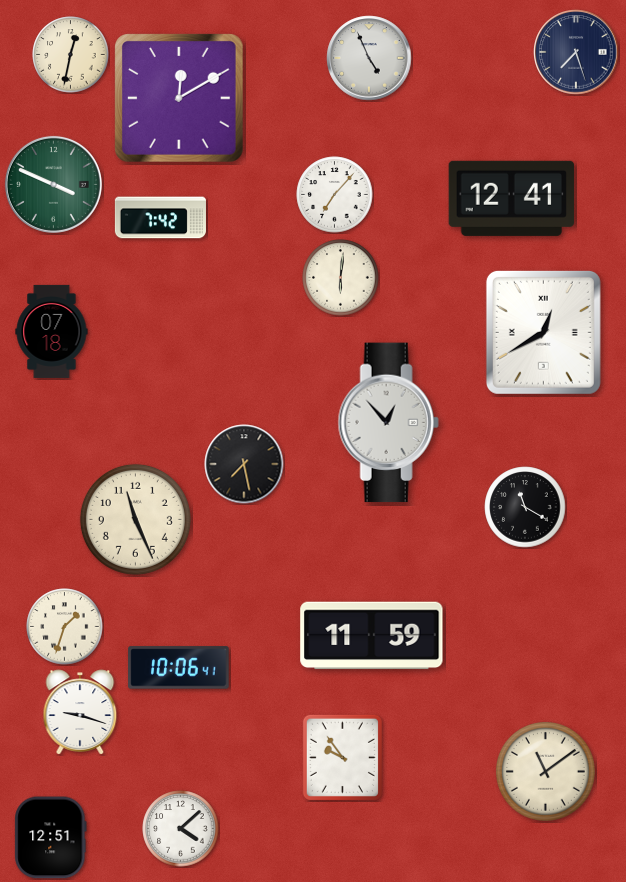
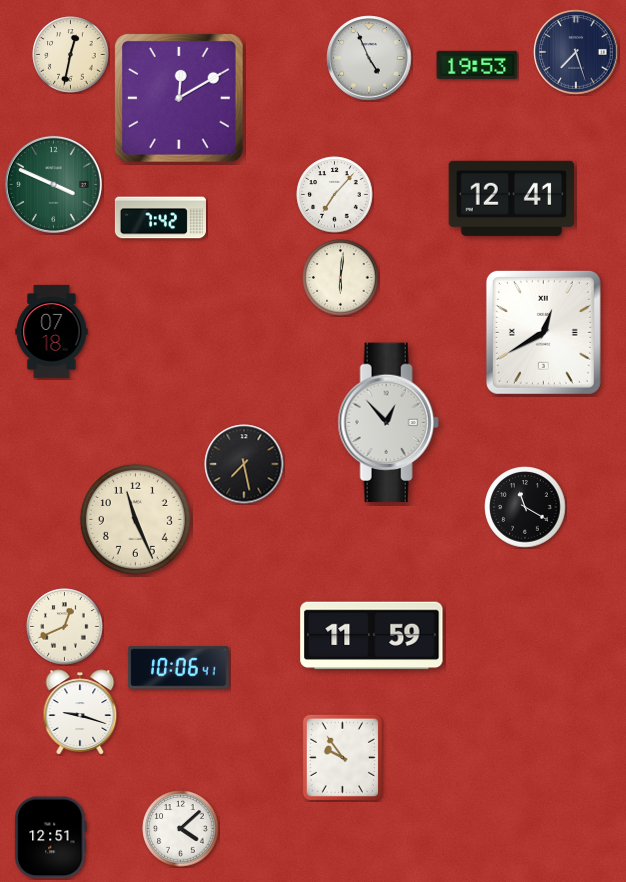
clock at (477, 65): none -> 19:53
clock at (65, 627): 1:33 -> 12:41
clock at (545, 771): 11:09 -> none
